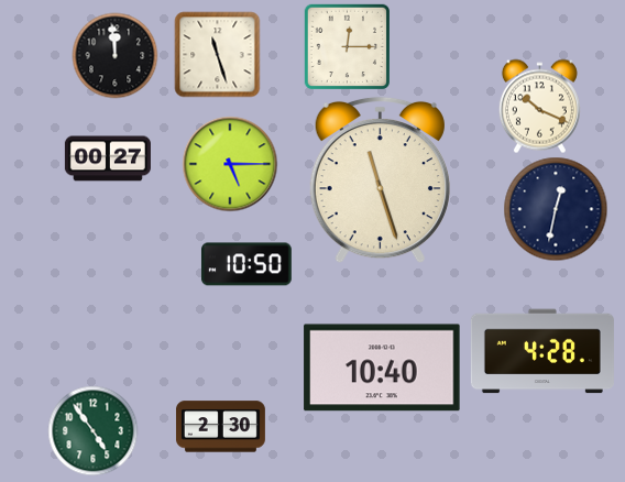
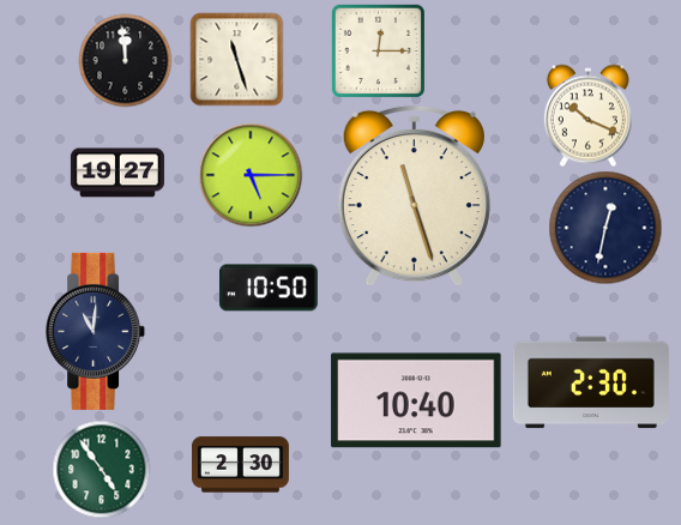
clock at (108, 158): 00:27 -> 19:27
clock at (230, 164) position: (230, 164) -> (251, 175)
clock at (96, 331): none -> 11:01
clock at (542, 351): 4:28 -> 2:30
